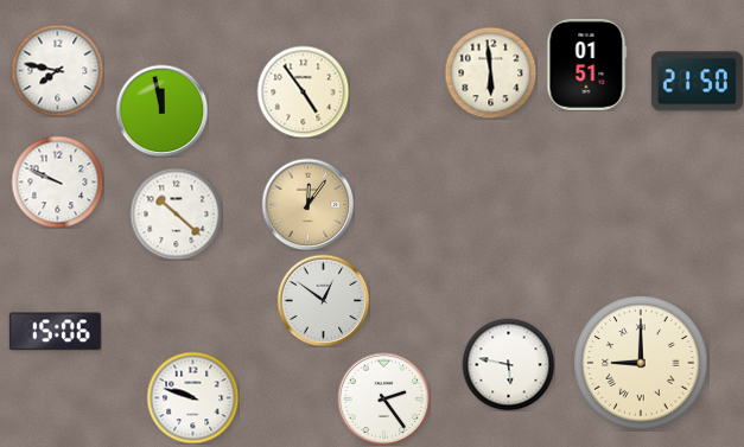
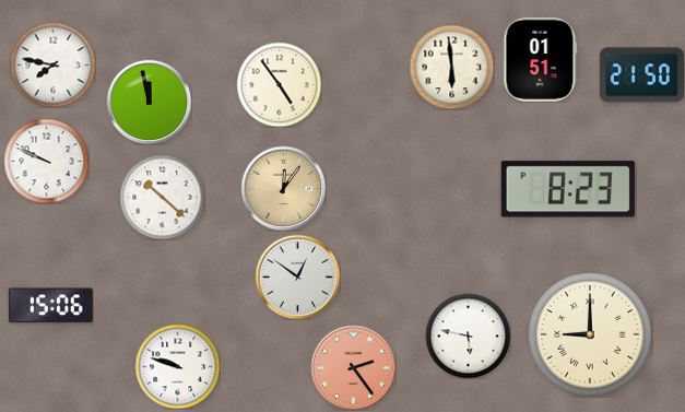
clock at (57, 181) position: (57, 181) -> (46, 161)
clock at (568, 189): none -> 8:23
clock at (383, 398) dial: white -> salmon
